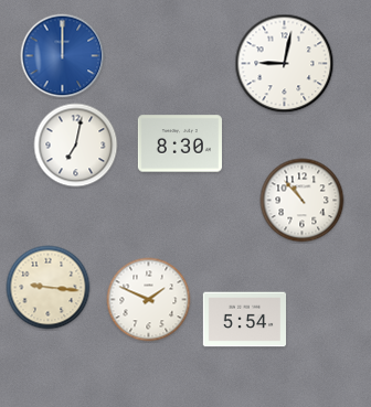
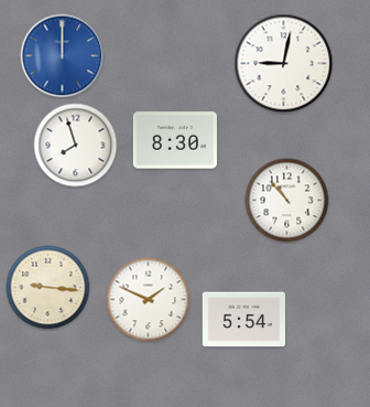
clock at (180, 143) position: (180, 143) -> (175, 140)
clock at (76, 146): 7:02 -> 7:57
clock at (303, 201) position: (303, 201) -> (287, 201)
